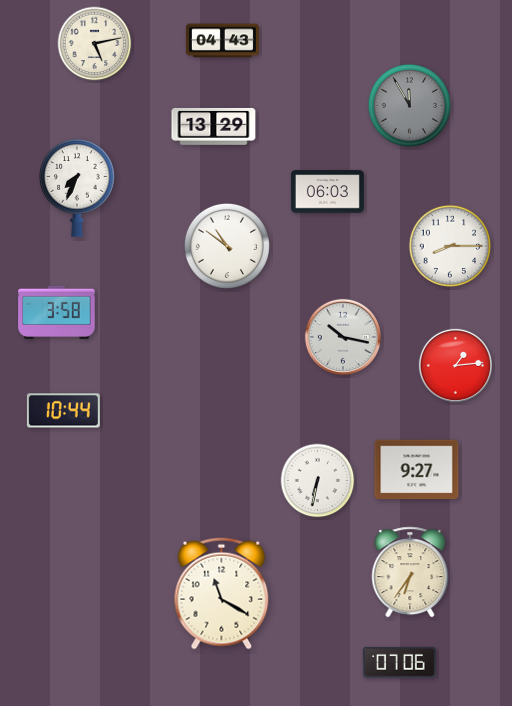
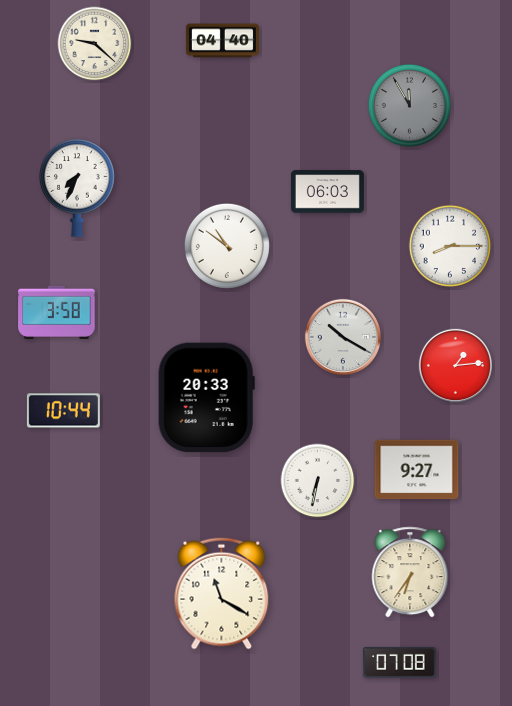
clock at (222, 41): 04:43 -> 04:40
clock at (95, 44): 5:13 -> 9:22
clock at (214, 127): 13:29 -> none
clock at (343, 337): 10:17 -> 10:20
clock at (206, 398): none -> 20:33
clock at (399, 662): 07:06 -> 07:08
